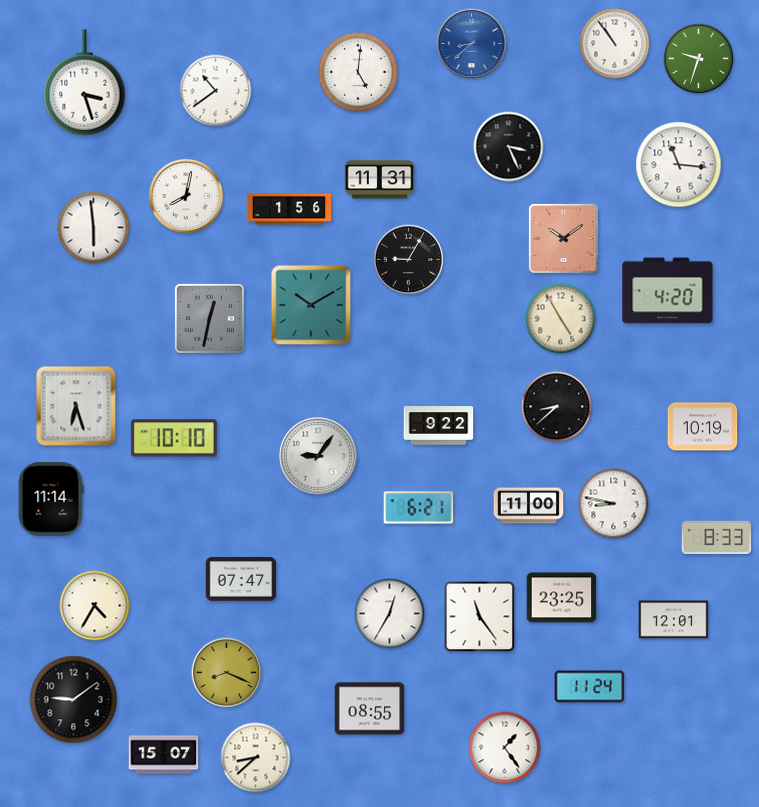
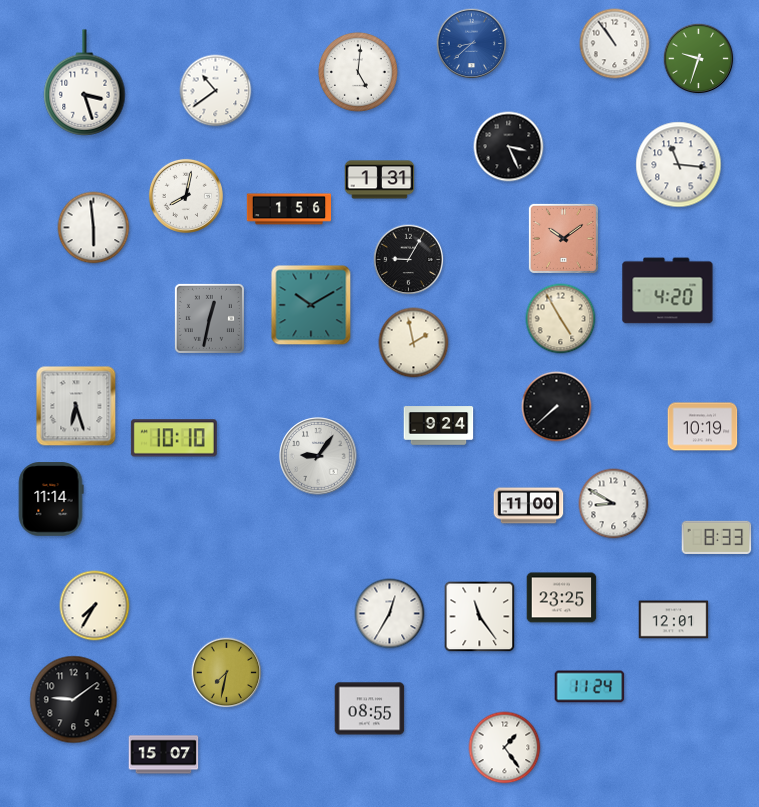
clock at (380, 180): 11:31 -> 1:31
clock at (414, 343): none -> 1:58
clock at (557, 407): 8:38 -> 7:38
clock at (439, 426): 9:22 -> 9:24
clock at (614, 504): 8:47 -> 8:50
clock at (419, 508): 6:21 -> none
clock at (241, 579): 07:47 -> none
clock at (95, 606): 4:35 -> 7:35
clock at (227, 673): 8:19 -> 7:32
clock at (256, 758): 8:38 -> none
